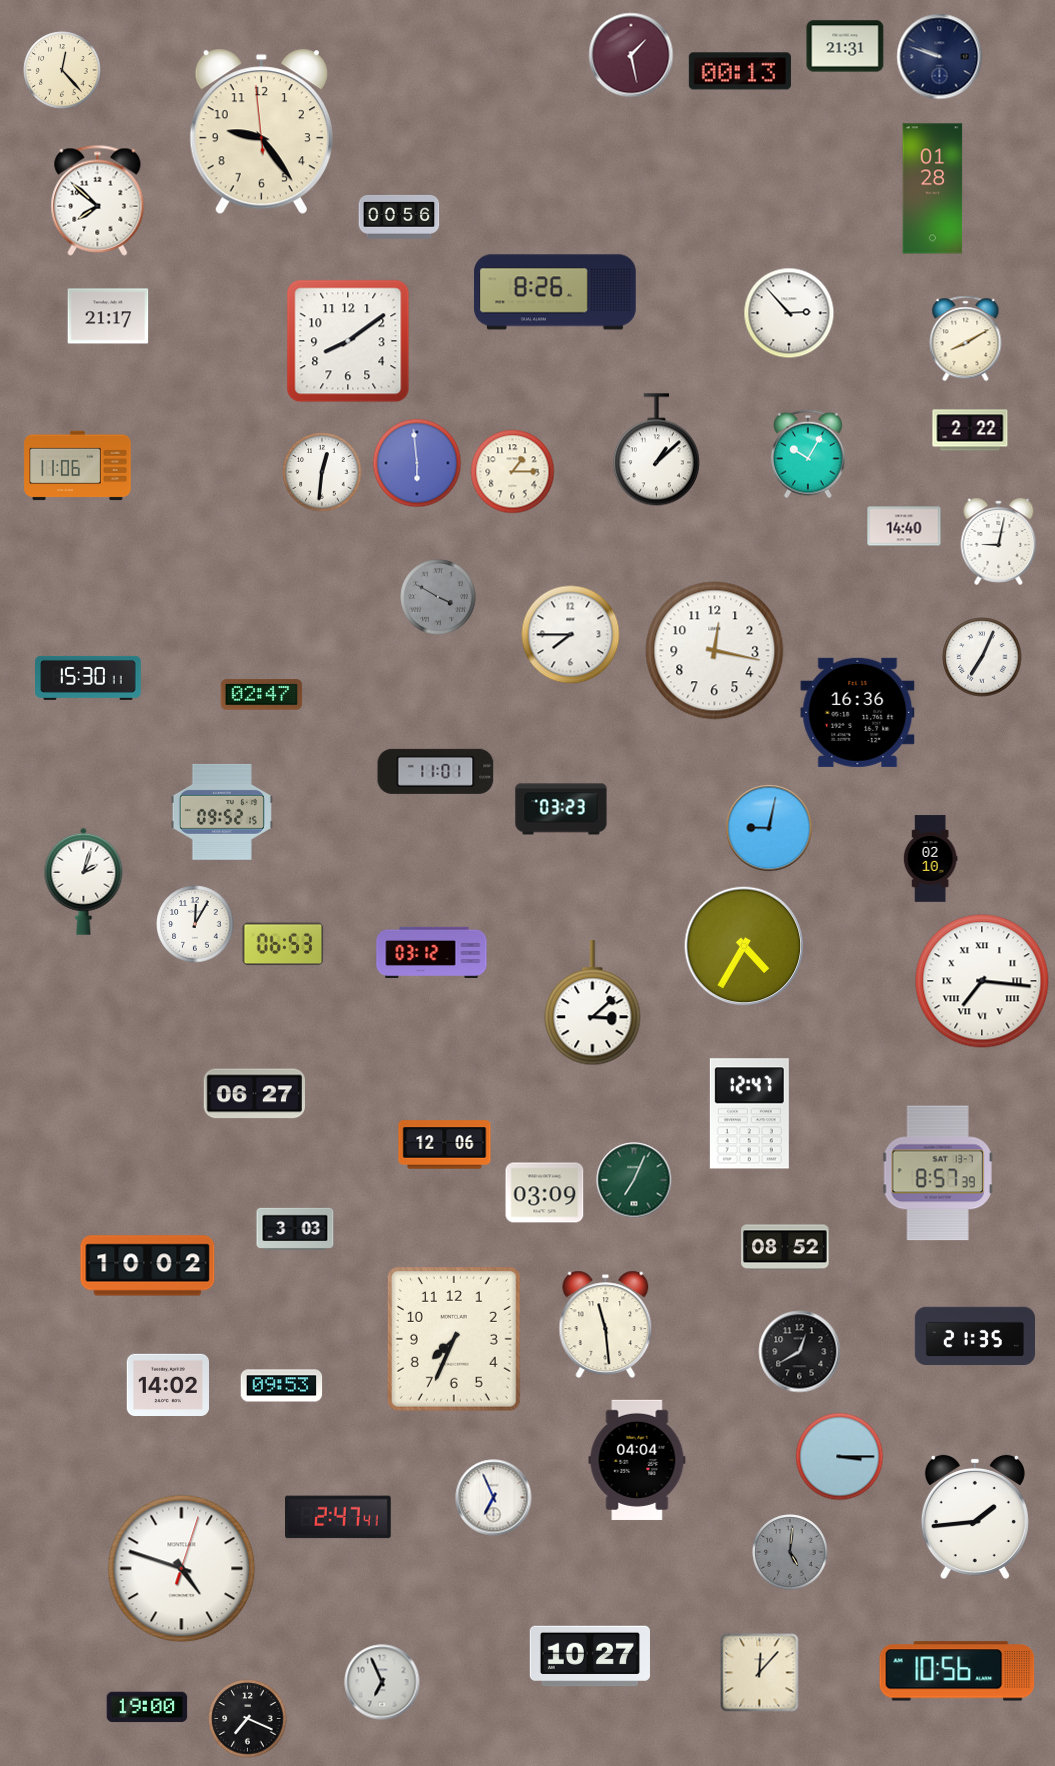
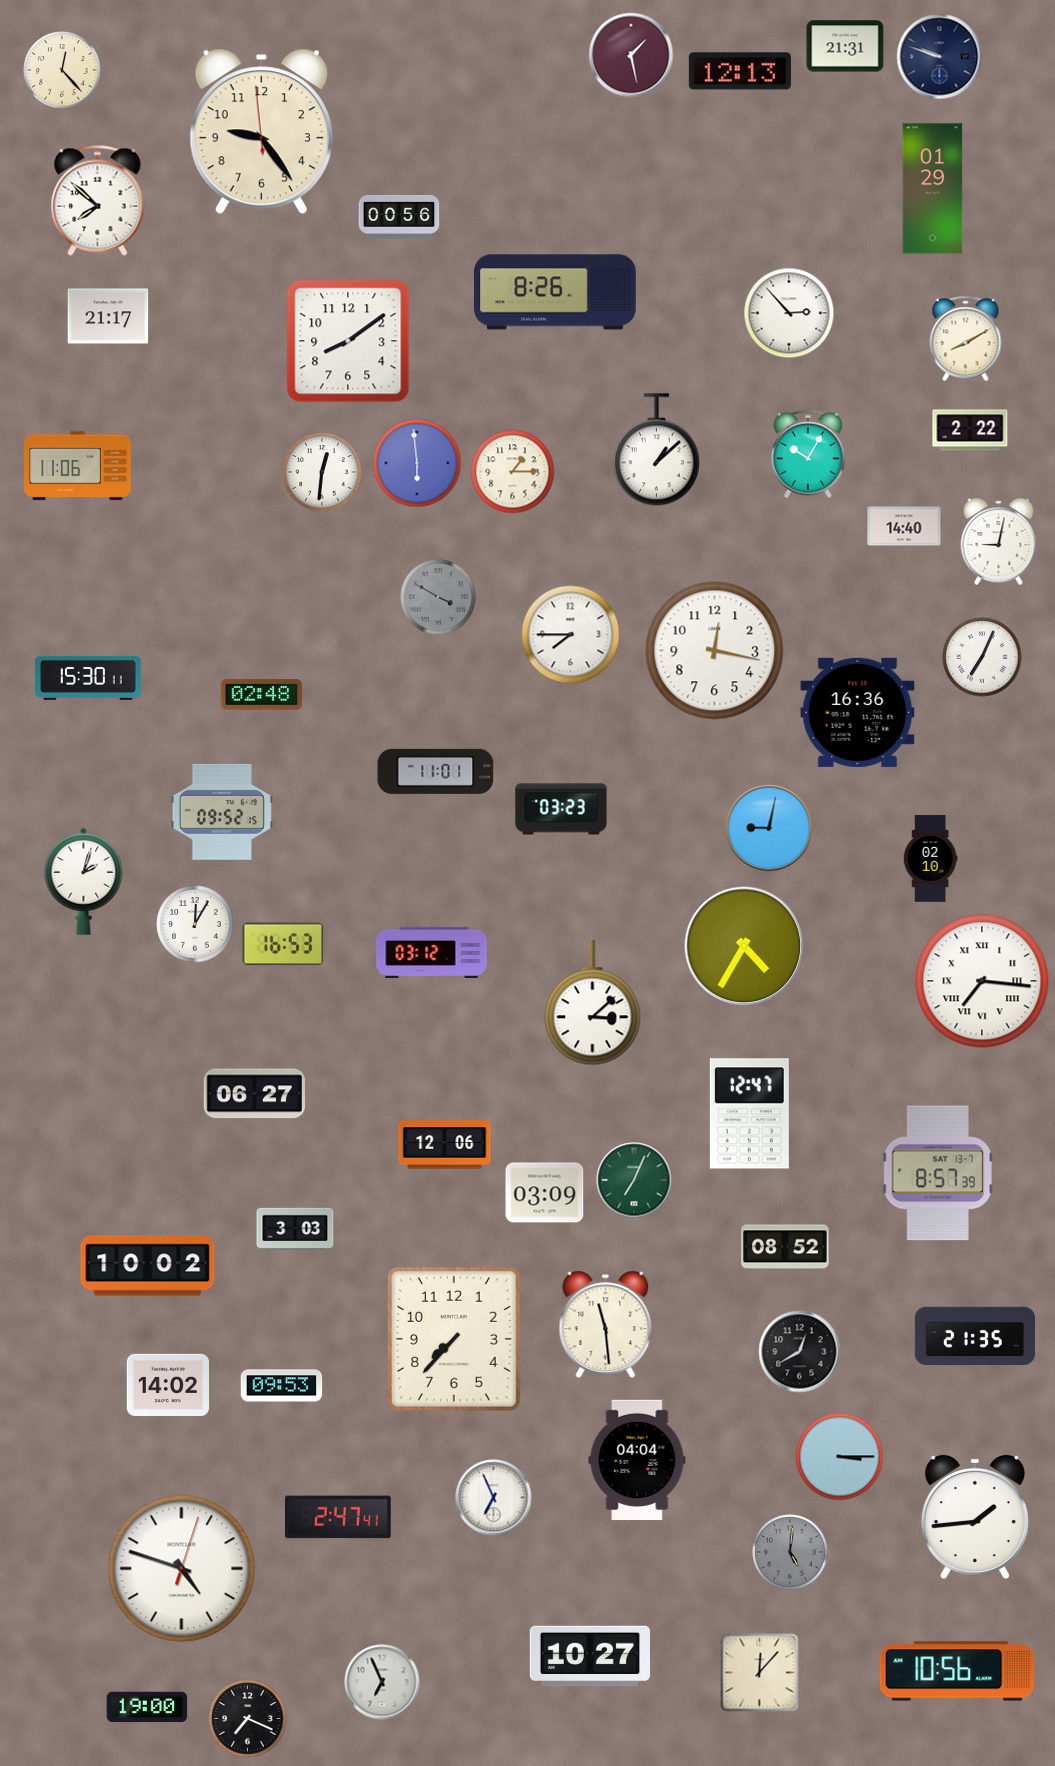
clock at (740, 71): 00:13 -> 12:13
clock at (933, 189): 01:28 -> 01:29
clock at (262, 695): 02:47 -> 02:48
clock at (283, 944): 06:53 -> 16:53
clock at (454, 1339): 7:34 -> 7:37
